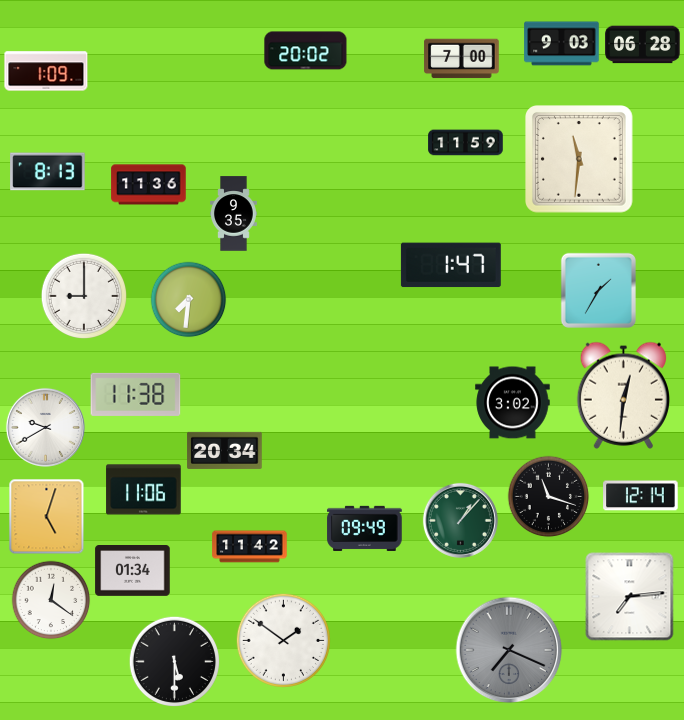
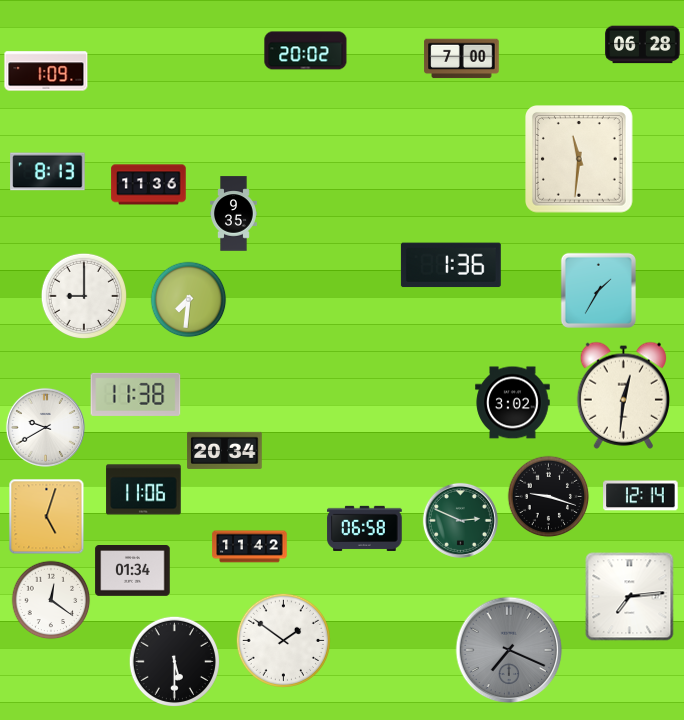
clock at (562, 44): 9:03 -> none
clock at (466, 143): 11:59 -> none
clock at (451, 265): 1:47 -> 1:36
clock at (549, 497): 11:18 -> 9:18
clock at (460, 520): 1:07 -> 2:49
clock at (365, 528): 09:49 -> 06:58
